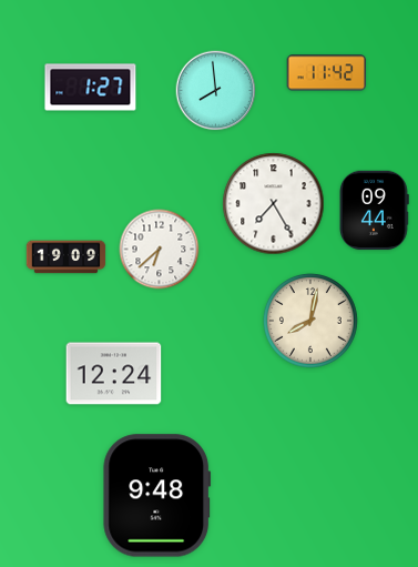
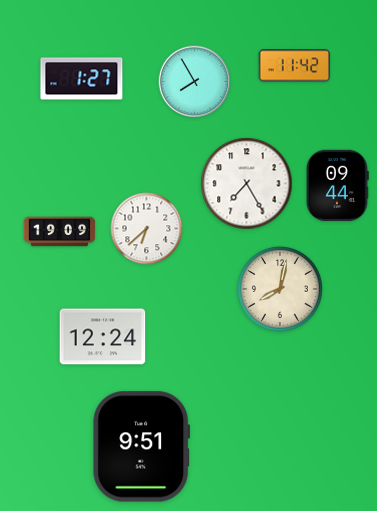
clock at (216, 91): 7:59 -> 7:55
clock at (375, 211) position: (375, 211) -> (338, 186)
clock at (160, 250) position: (160, 250) -> (147, 229)
clock at (157, 496): 9:48 -> 9:51
